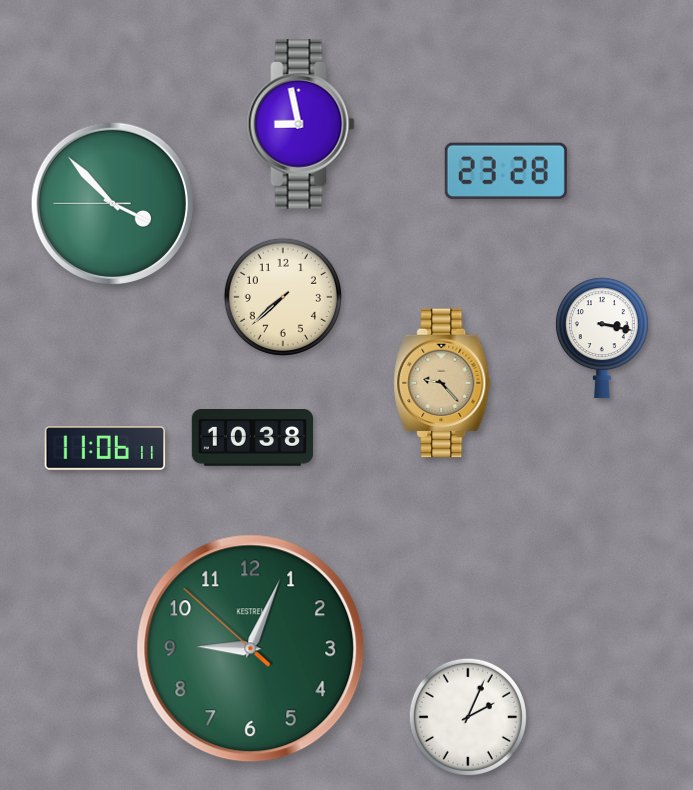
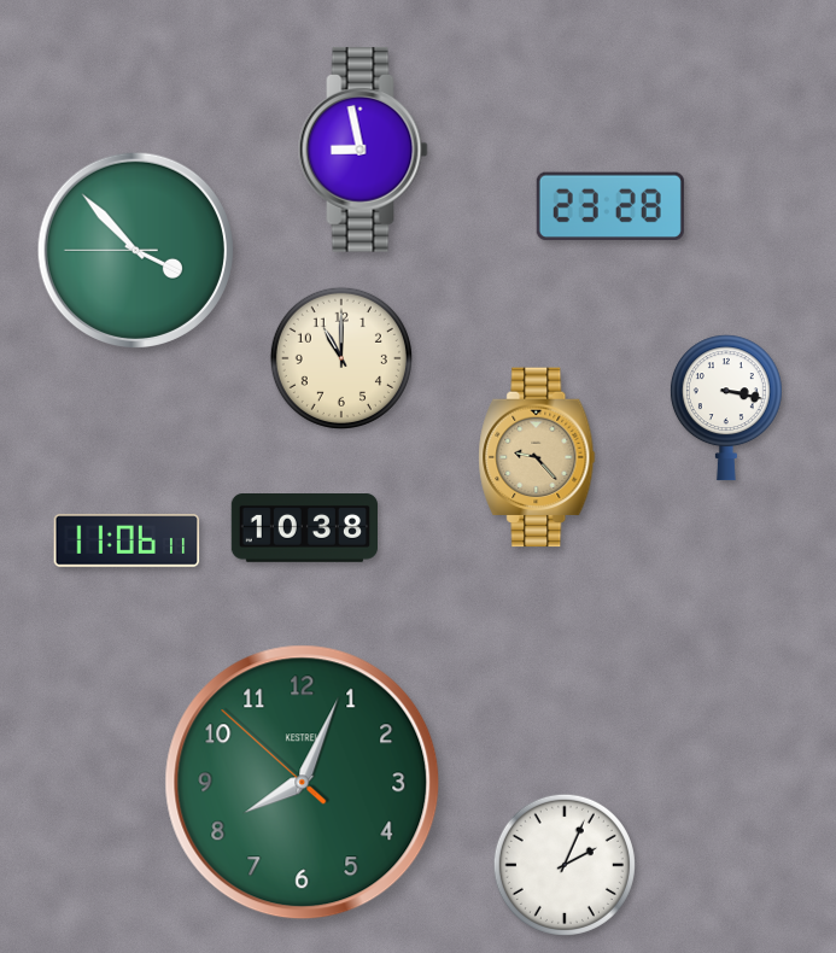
clock at (112, 203) position: (112, 203) -> (135, 250)
clock at (283, 297): 7:38 -> 11:00
clock at (442, 383) position: (442, 383) -> (537, 457)
clock at (251, 649): 9:03 -> 8:03
